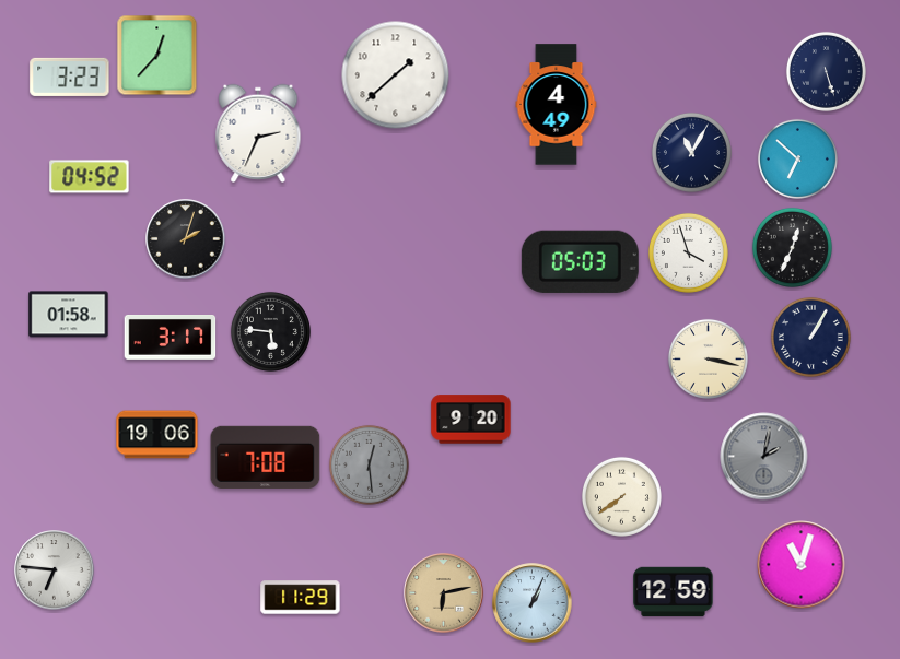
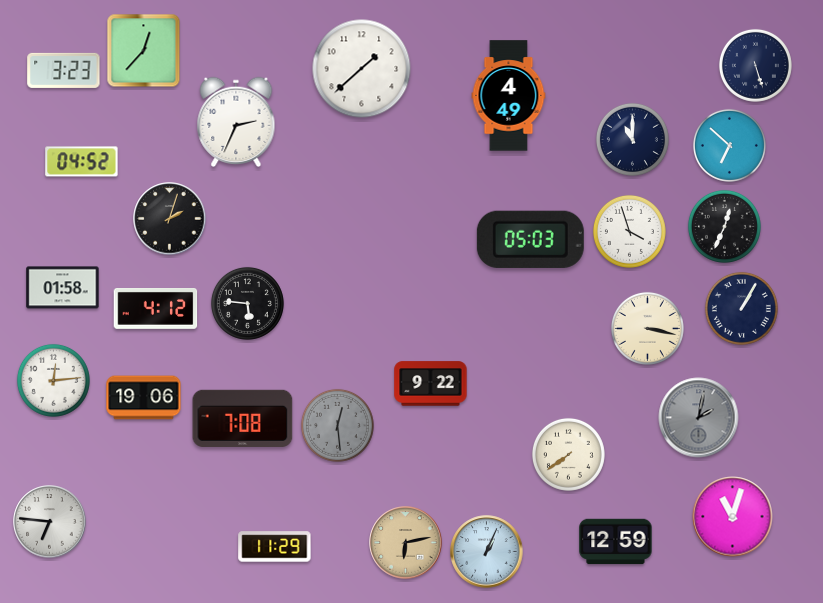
clock at (691, 152): 11:05 -> 11:00
clock at (171, 338): 3:17 -> 4:12
clock at (53, 380): none -> 12:14
clock at (471, 420): 9:20 -> 9:22
